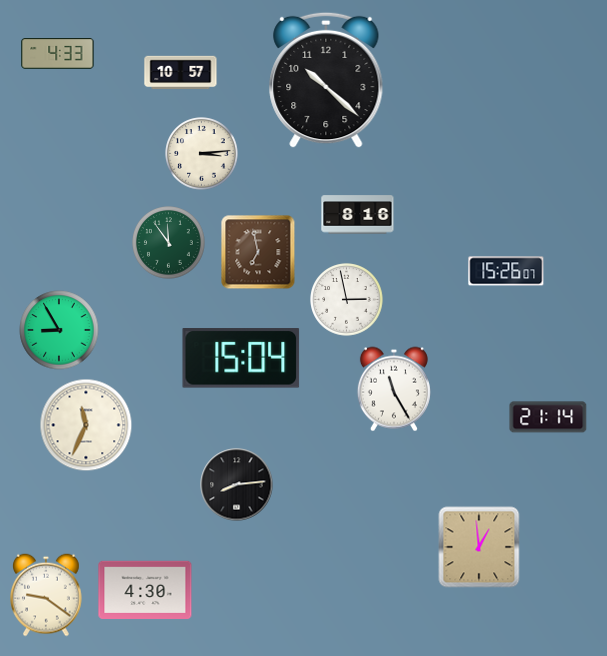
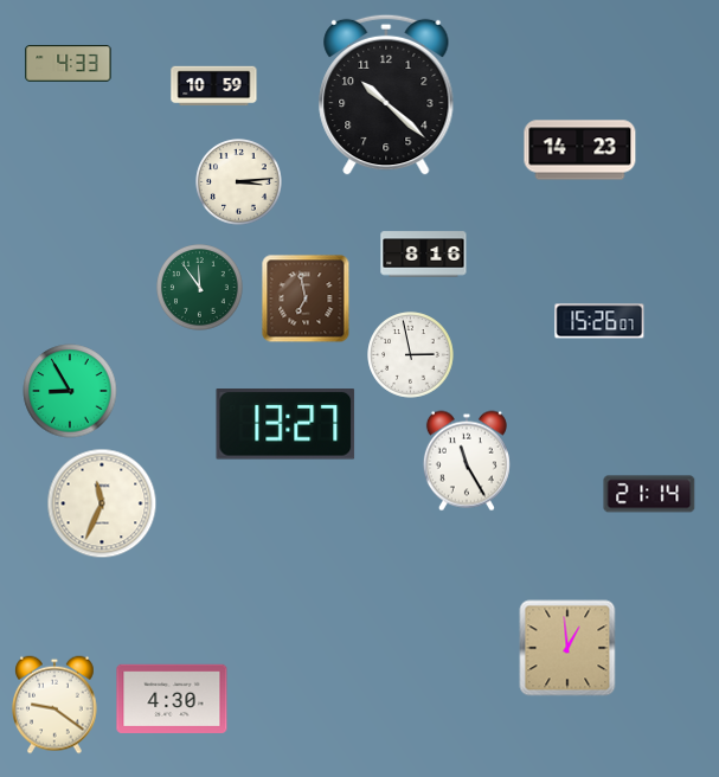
clock at (181, 73): 10:57 -> 10:59
clock at (580, 150): none -> 14:23
clock at (241, 359): 15:04 -> 13:27
clock at (237, 485): 8:14 -> none
